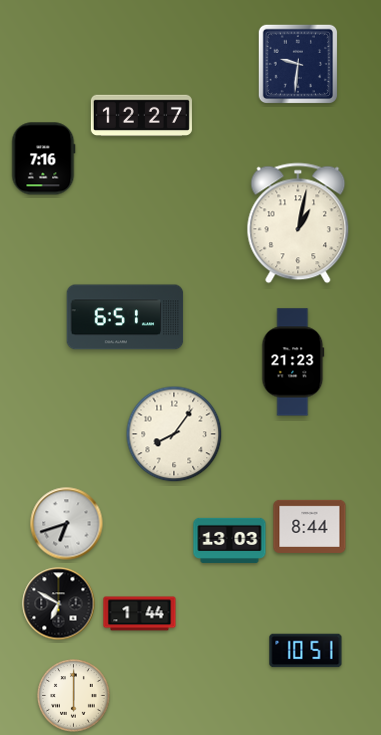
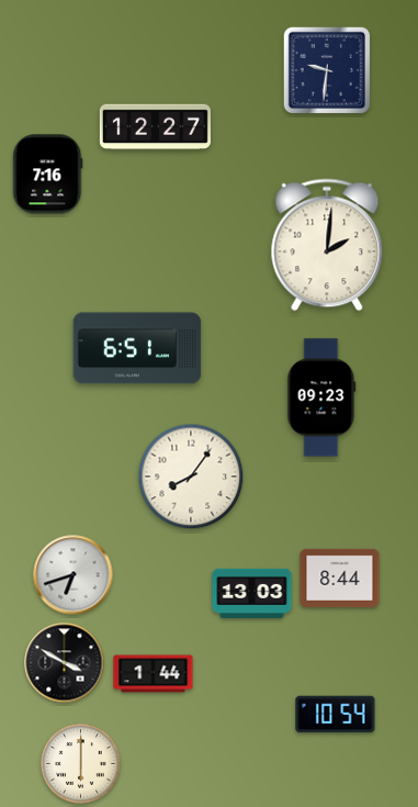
clock at (298, 223): 1:02 -> 2:01
clock at (293, 362): 21:23 -> 09:23
clock at (59, 604): 6:50 -> 3:50
clock at (306, 651): 10:51 -> 10:54
